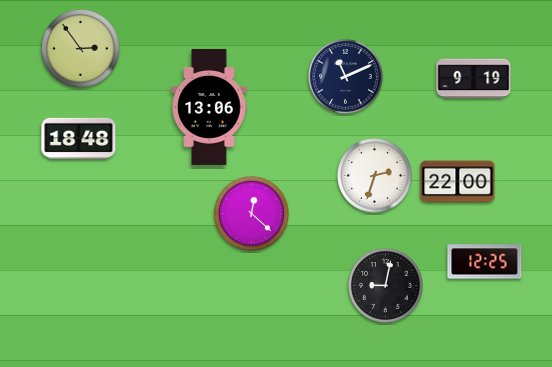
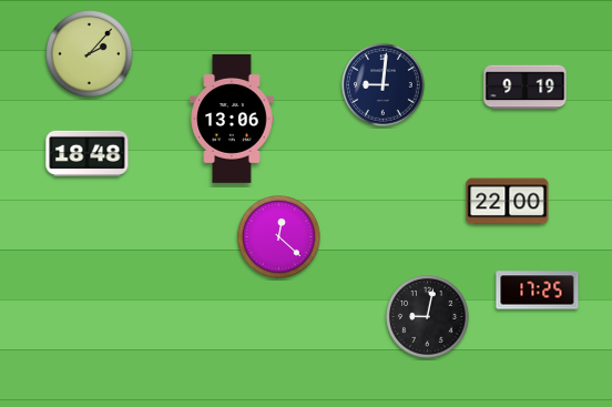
clock at (81, 49): 2:54 -> 2:07
clock at (346, 77): 11:11 -> 9:01
clock at (375, 176): 2:33 -> none
clock at (485, 262): 12:25 -> 17:25
